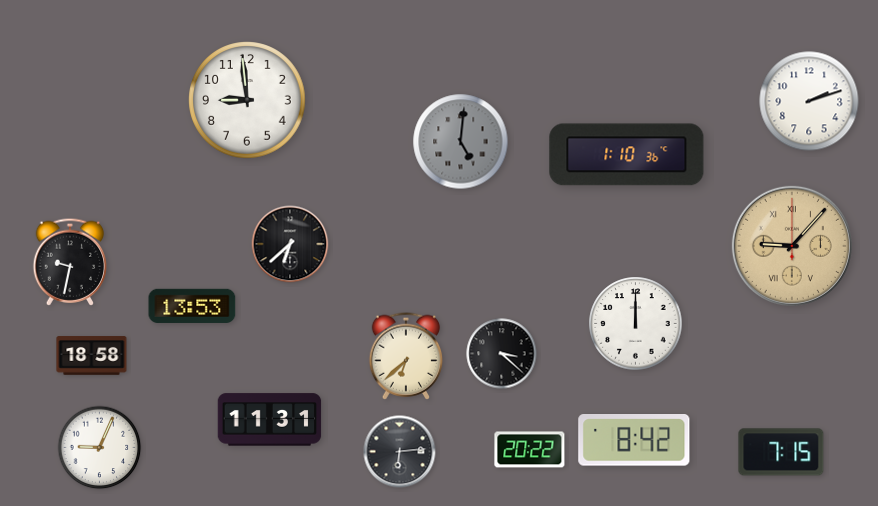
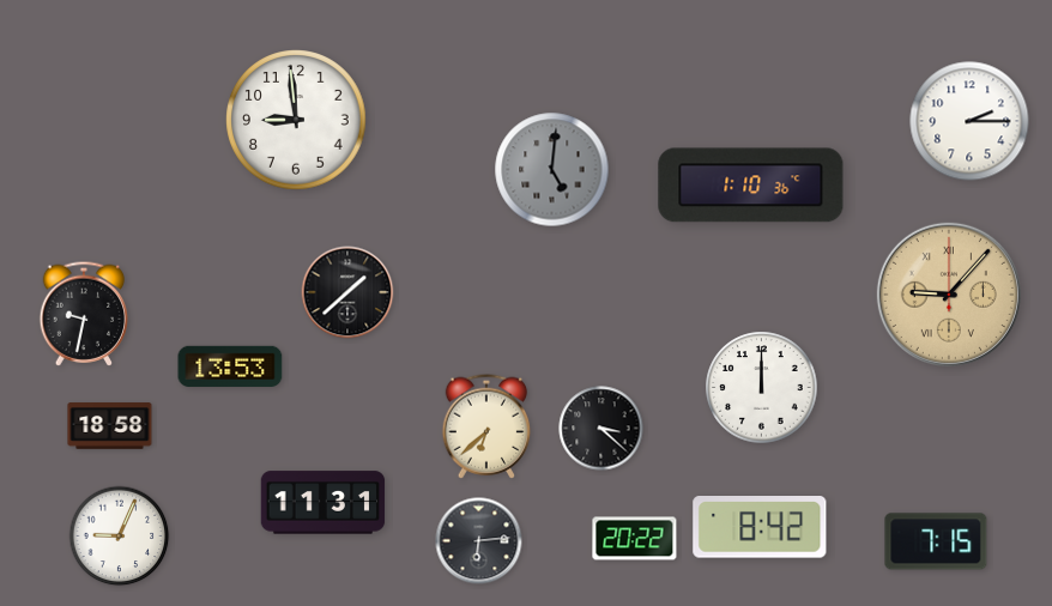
clock at (809, 101): 2:12 -> 2:15
clock at (290, 244): 6:38 -> 1:38
clock at (502, 354) position: (502, 354) -> (601, 429)
